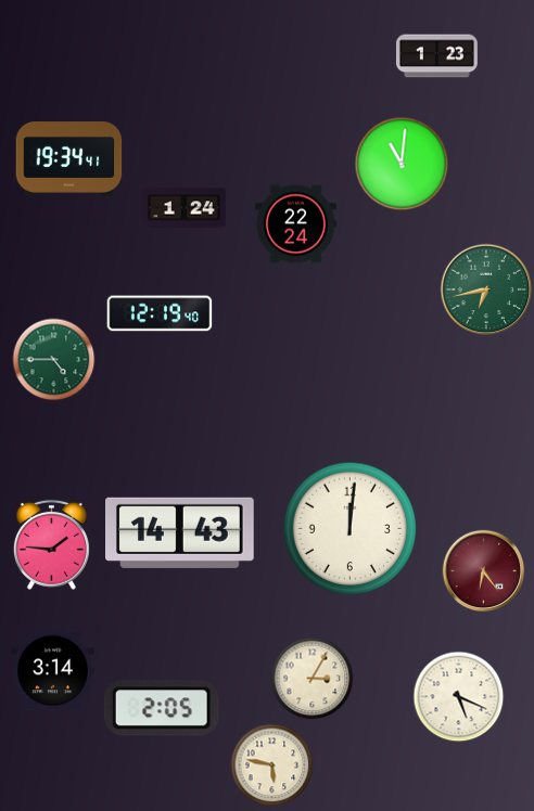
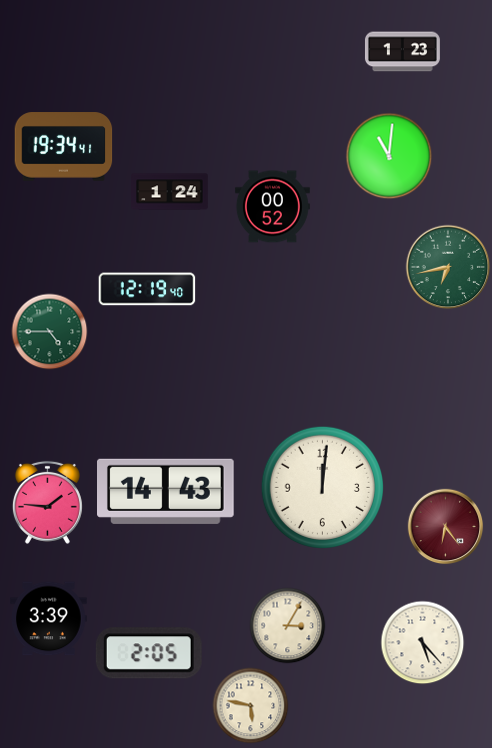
clock at (402, 164) position: (402, 164) -> (389, 156)
clock at (295, 224): 22:24 -> 00:52
clock at (53, 671): 3:14 -> 3:39
clock at (459, 697): 5:19 -> 5:23
